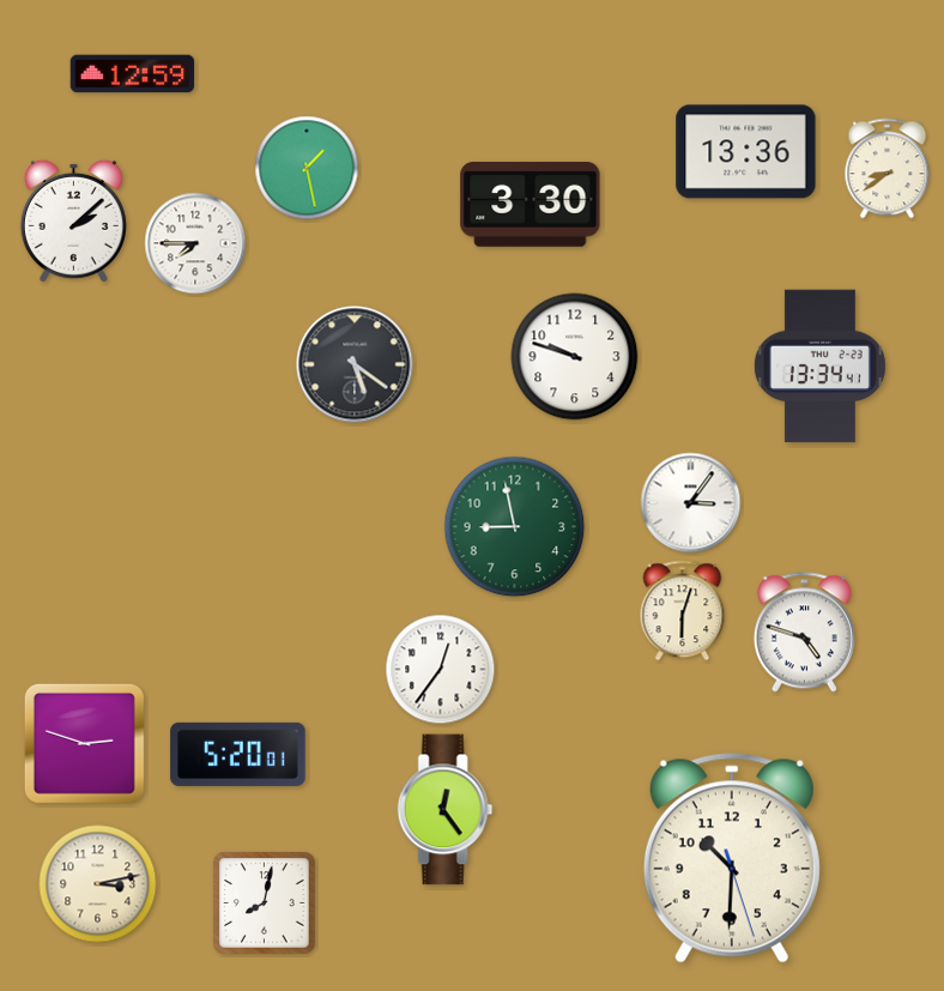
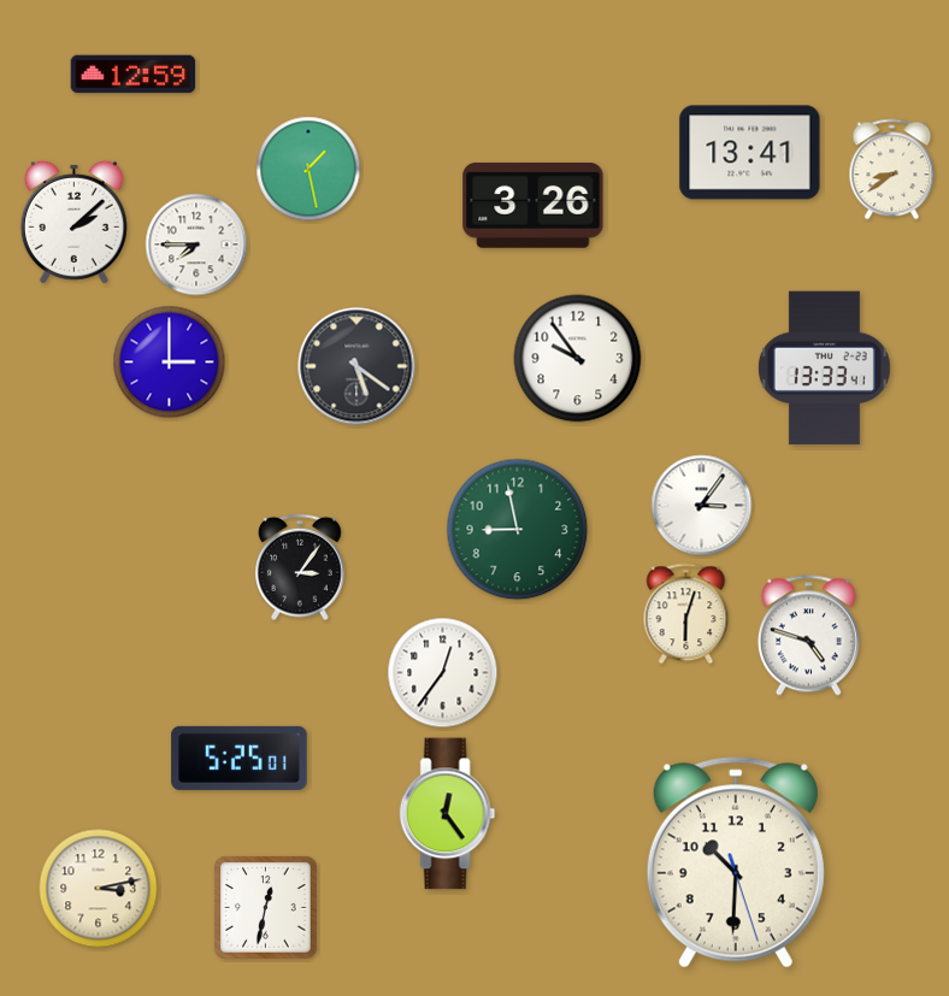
clock at (746, 152): 13:36 -> 13:41
clock at (531, 205): 3:30 -> 3:26
clock at (575, 357): 9:48 -> 9:54
clock at (170, 363): none -> 3:00
clock at (819, 367): 13:34 -> 13:33
clock at (691, 503) position: (691, 503) -> (702, 506)
clock at (301, 567): none -> 3:06
clock at (84, 743): 2:48 -> none
clock at (238, 754): 5:20 -> 5:25
clock at (265, 904): 8:02 -> 12:32
